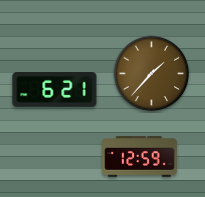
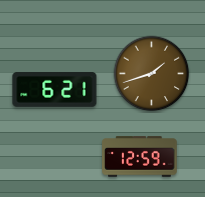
clock at (152, 74): 1:37 -> 1:42
